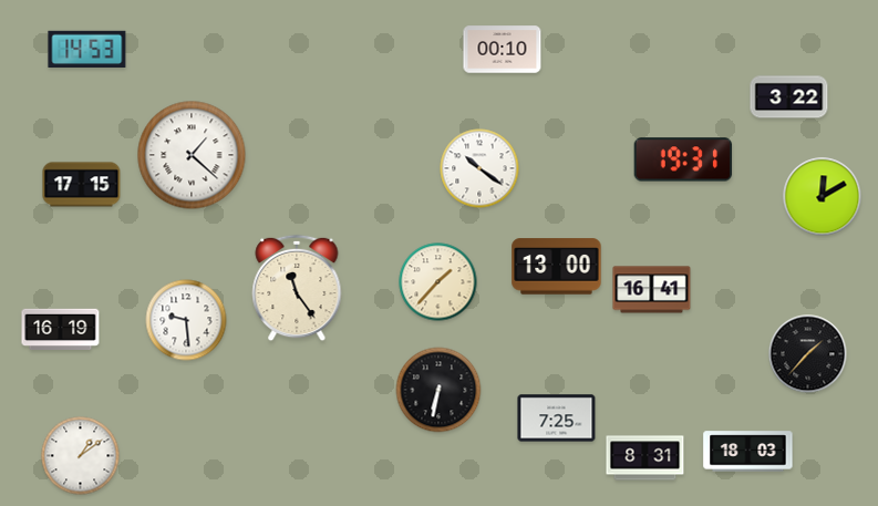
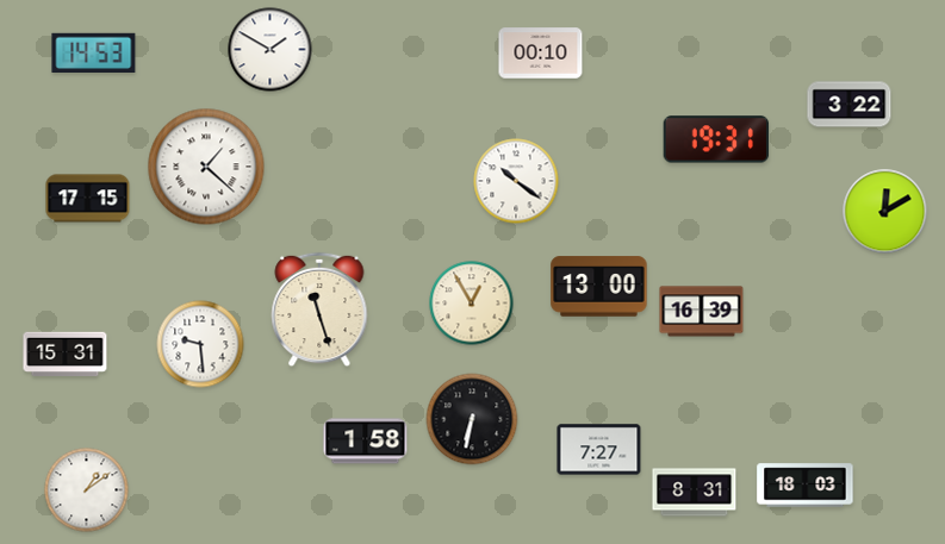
clock at (271, 50): none -> 1:50
clock at (683, 159) position: (683, 159) -> (716, 139)
clock at (438, 282): 1:37 -> 12:55
clock at (297, 288): 11:24 -> 11:27
clock at (652, 290): 16:41 -> 16:39
clock at (61, 330): 16:19 -> 15:31
clock at (808, 354): 1:37 -> none
clock at (366, 442): none -> 1:58
clock at (557, 419): 7:25 -> 7:27
